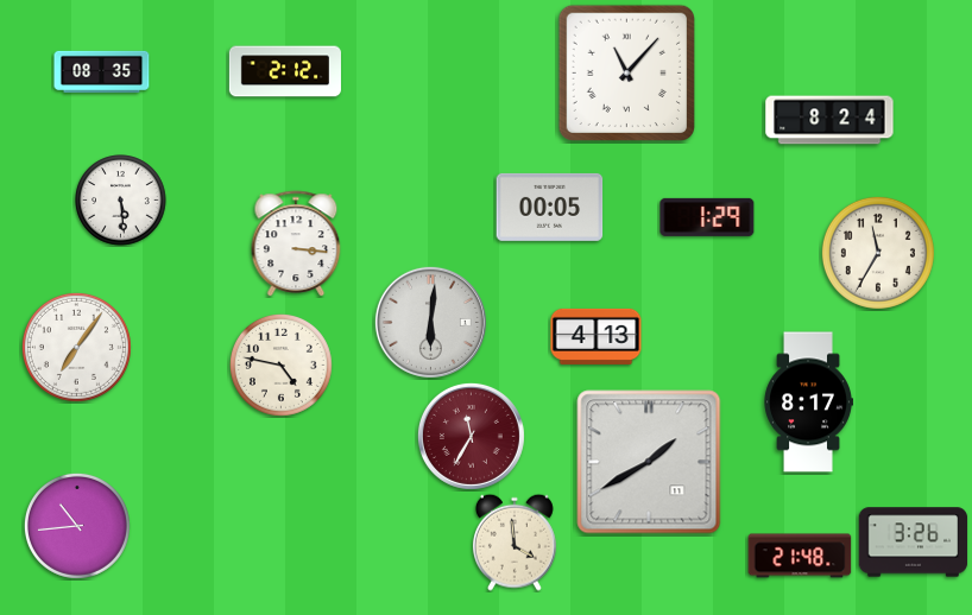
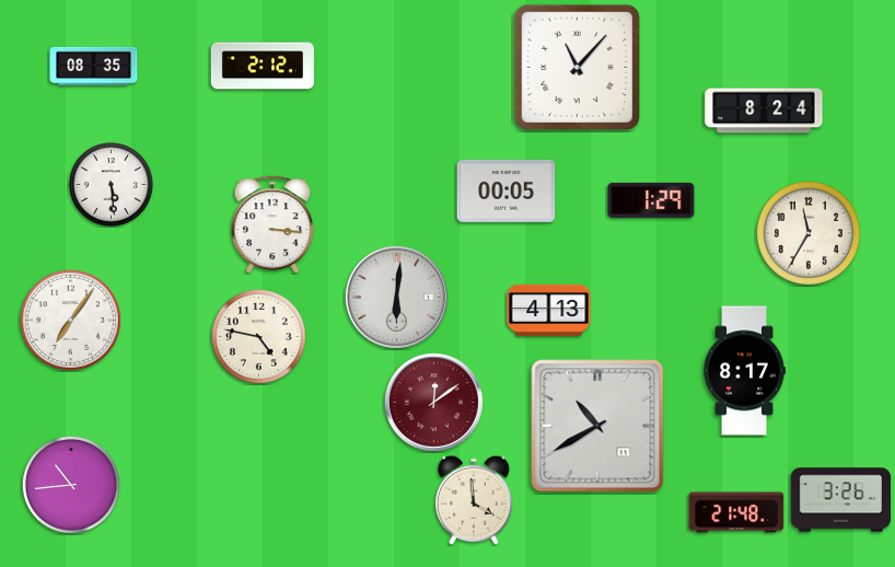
clock at (471, 436): 11:35 -> 12:09
clock at (649, 462): 1:40 -> 10:40
